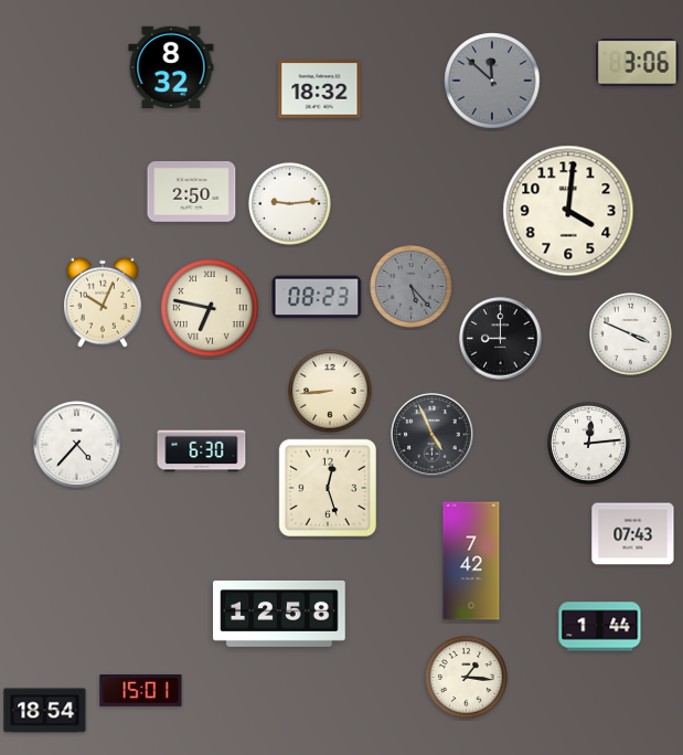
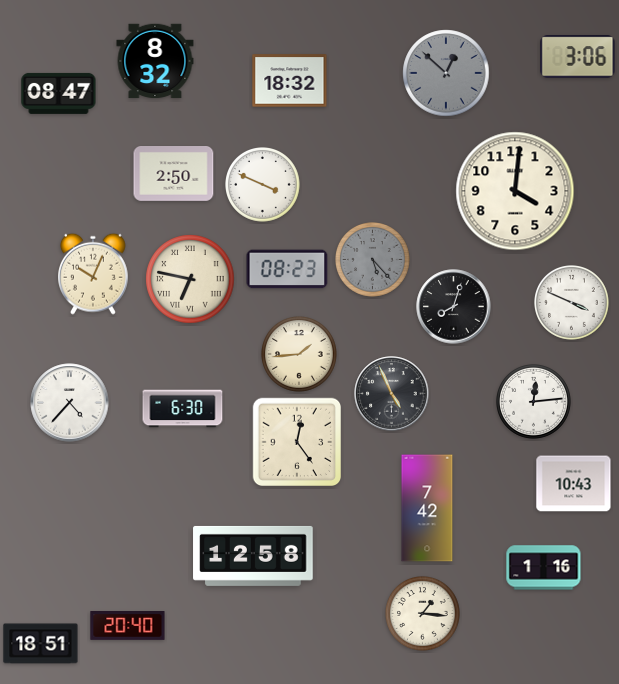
clock at (492, 81): 11:52 -> 12:52
clock at (59, 93): none -> 08:47
clock at (290, 204): 9:14 -> 3:49
clock at (501, 339): 9:00 -> 8:03
clock at (331, 392): 8:44 -> 1:44
clock at (327, 487): 12:27 -> 12:24
clock at (633, 534): 07:43 -> 10:43
clock at (600, 627): 1:44 -> 1:16
clock at (141, 691): 15:01 -> 20:40
clock at (45, 711): 18:54 -> 18:51
